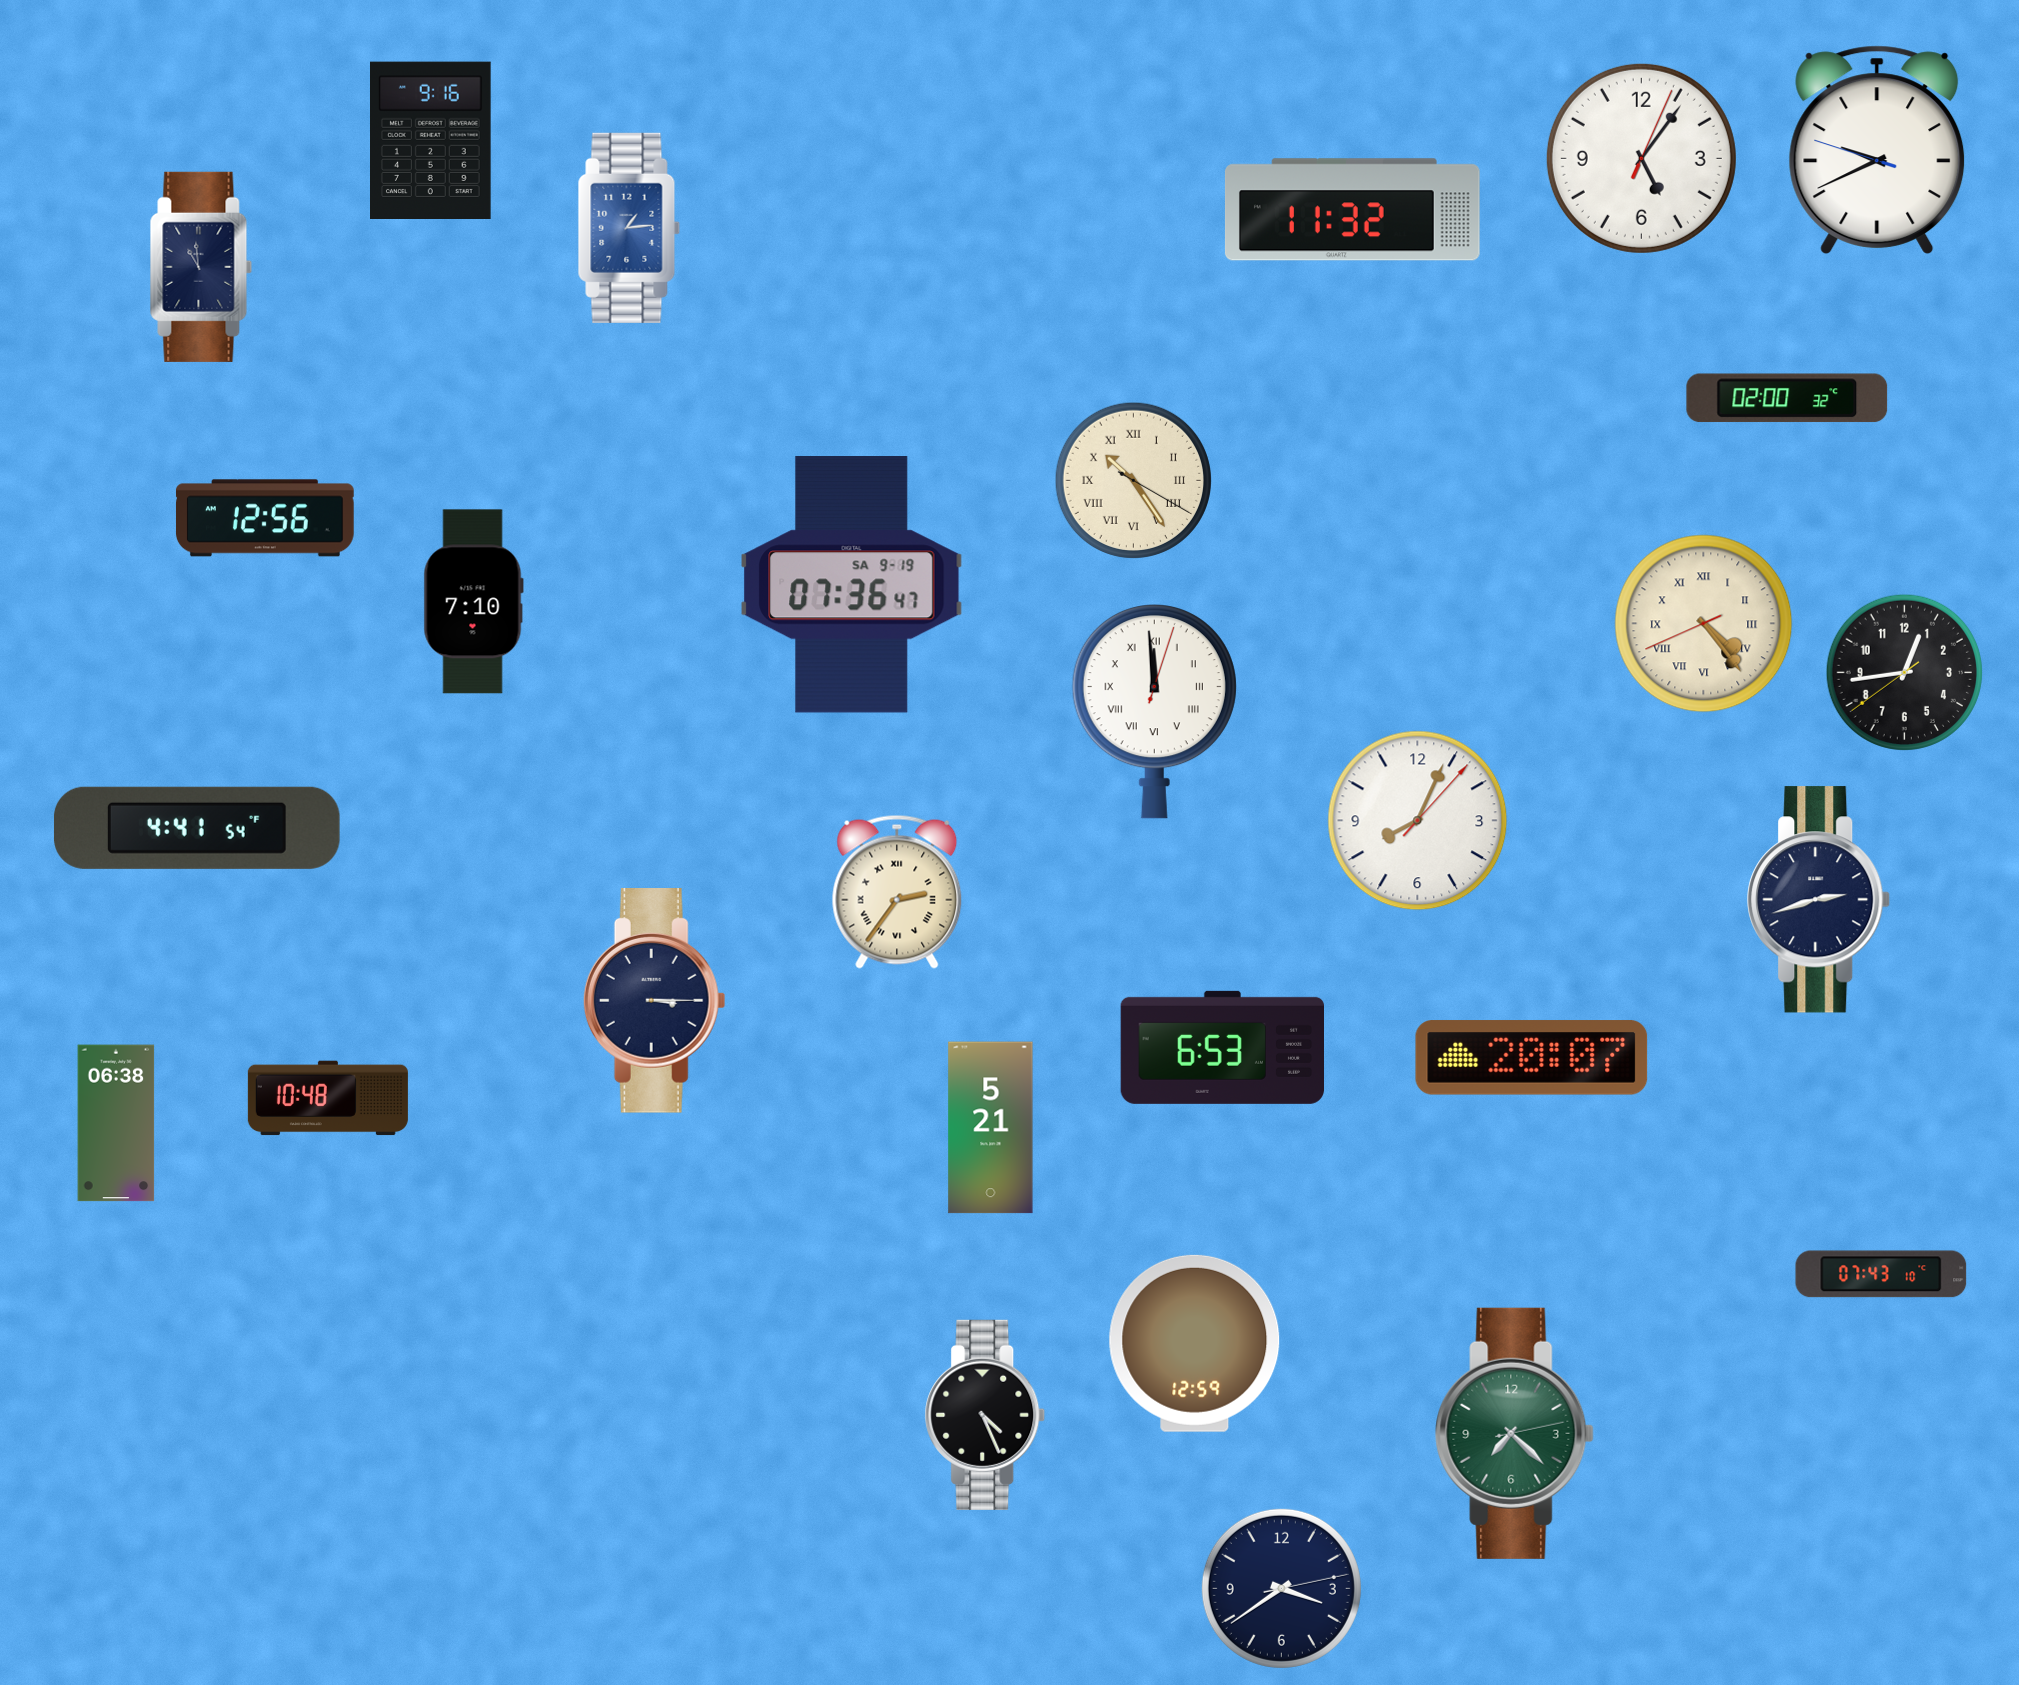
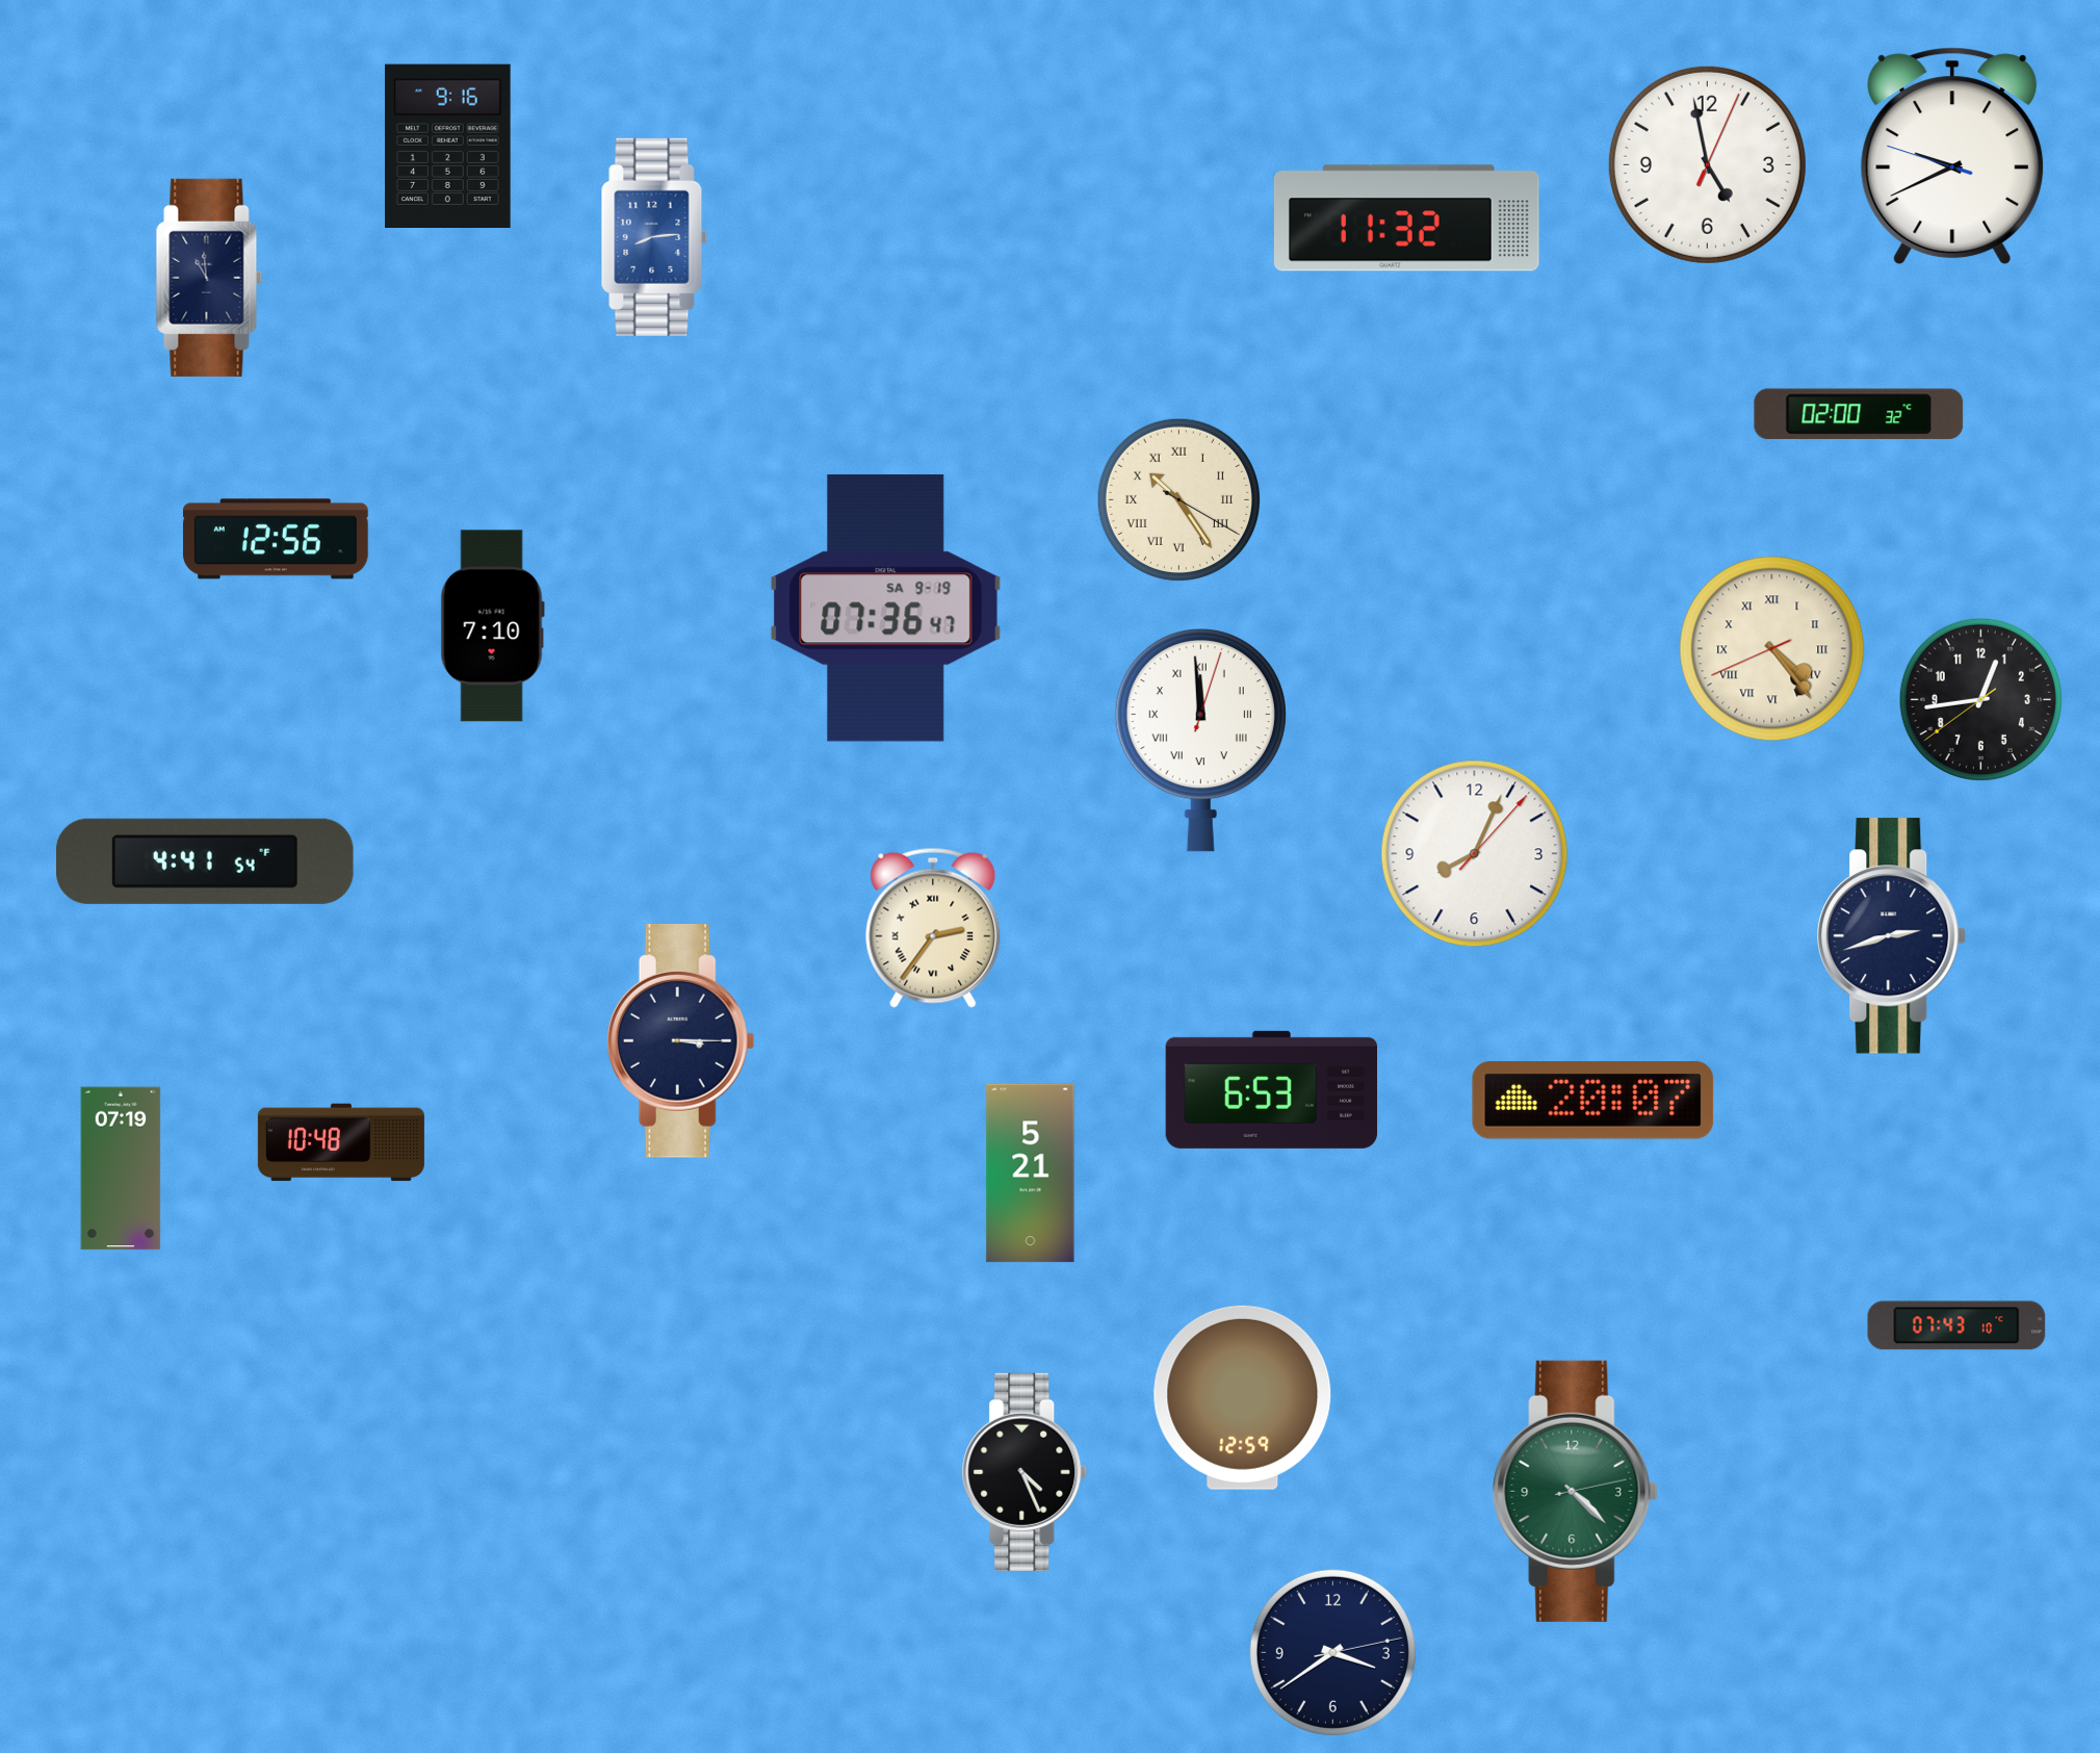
clock at (1641, 158): 5:06 -> 4:58
clock at (629, 228): 1:14 -> 8:14
clock at (116, 1123): 06:38 -> 07:19
clock at (1515, 1433): 7:22 -> 4:22
